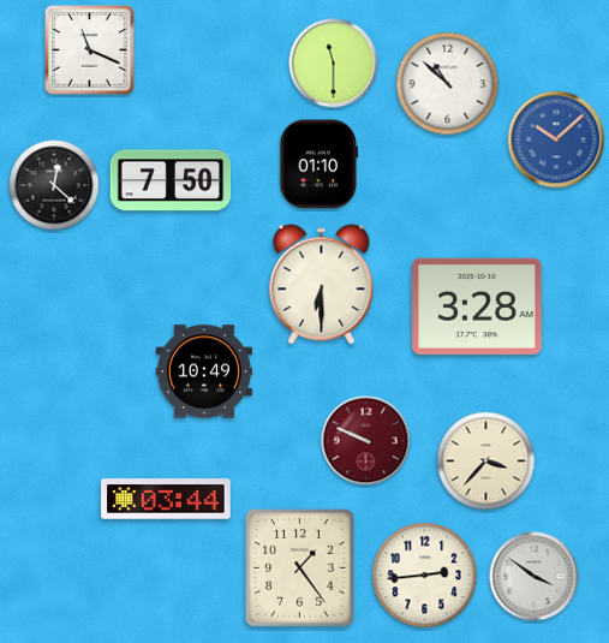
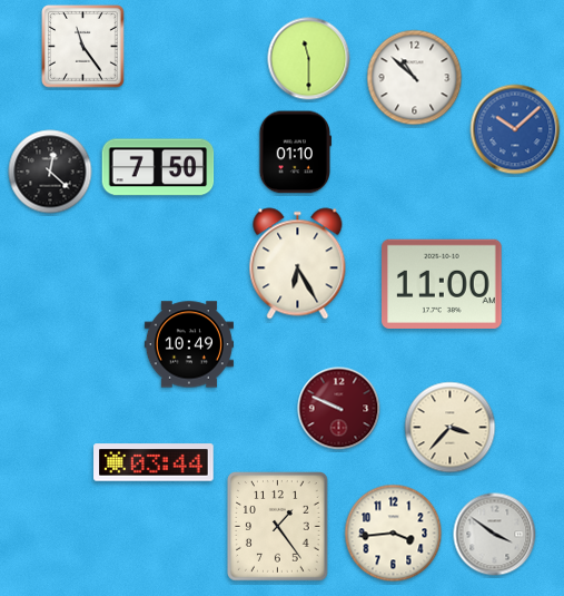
clock at (90, 50): 11:19 -> 11:24
clock at (322, 285): 6:30 -> 6:25
clock at (478, 306): 3:28 -> 11:00
clock at (425, 576): 2:44 -> 3:44
